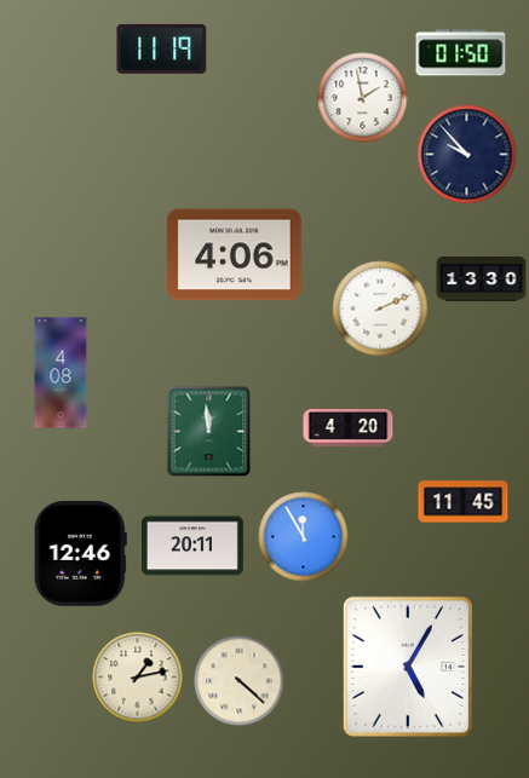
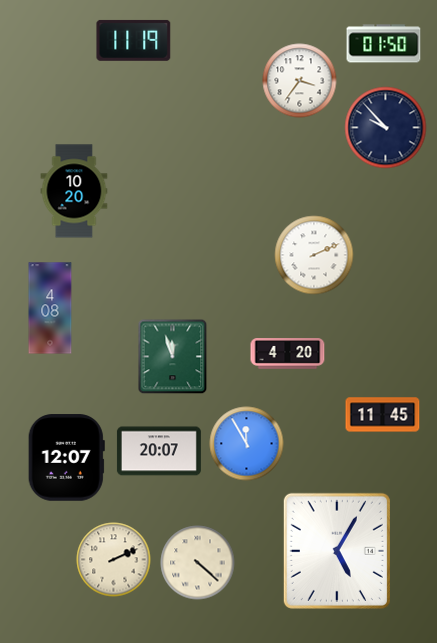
clock at (461, 53) position: (461, 53) -> (384, 44)
clock at (363, 98): 1:58 -> 3:36
clock at (74, 191): none -> 10:20
clock at (235, 255): 4:06 -> none
clock at (482, 279): 13:30 -> none
clock at (209, 432): 11:59 -> 11:57
clock at (304, 537) position: (304, 537) -> (247, 444)
clock at (192, 546): 20:11 -> 20:07
clock at (80, 554): 12:46 -> 12:07
clock at (138, 678): 1:13 -> 2:11
